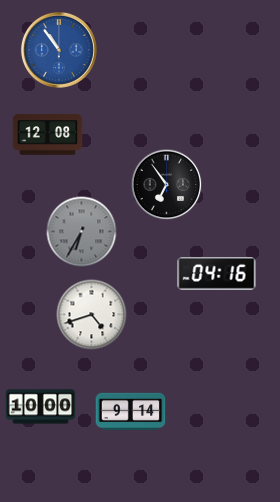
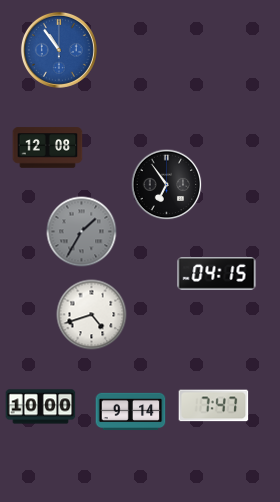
clock at (48, 135) position: (48, 135) -> (48, 148)
clock at (82, 232): 6:35 -> 1:35
clock at (217, 274): 04:16 -> 04:15
clock at (214, 406): none -> 7:47
